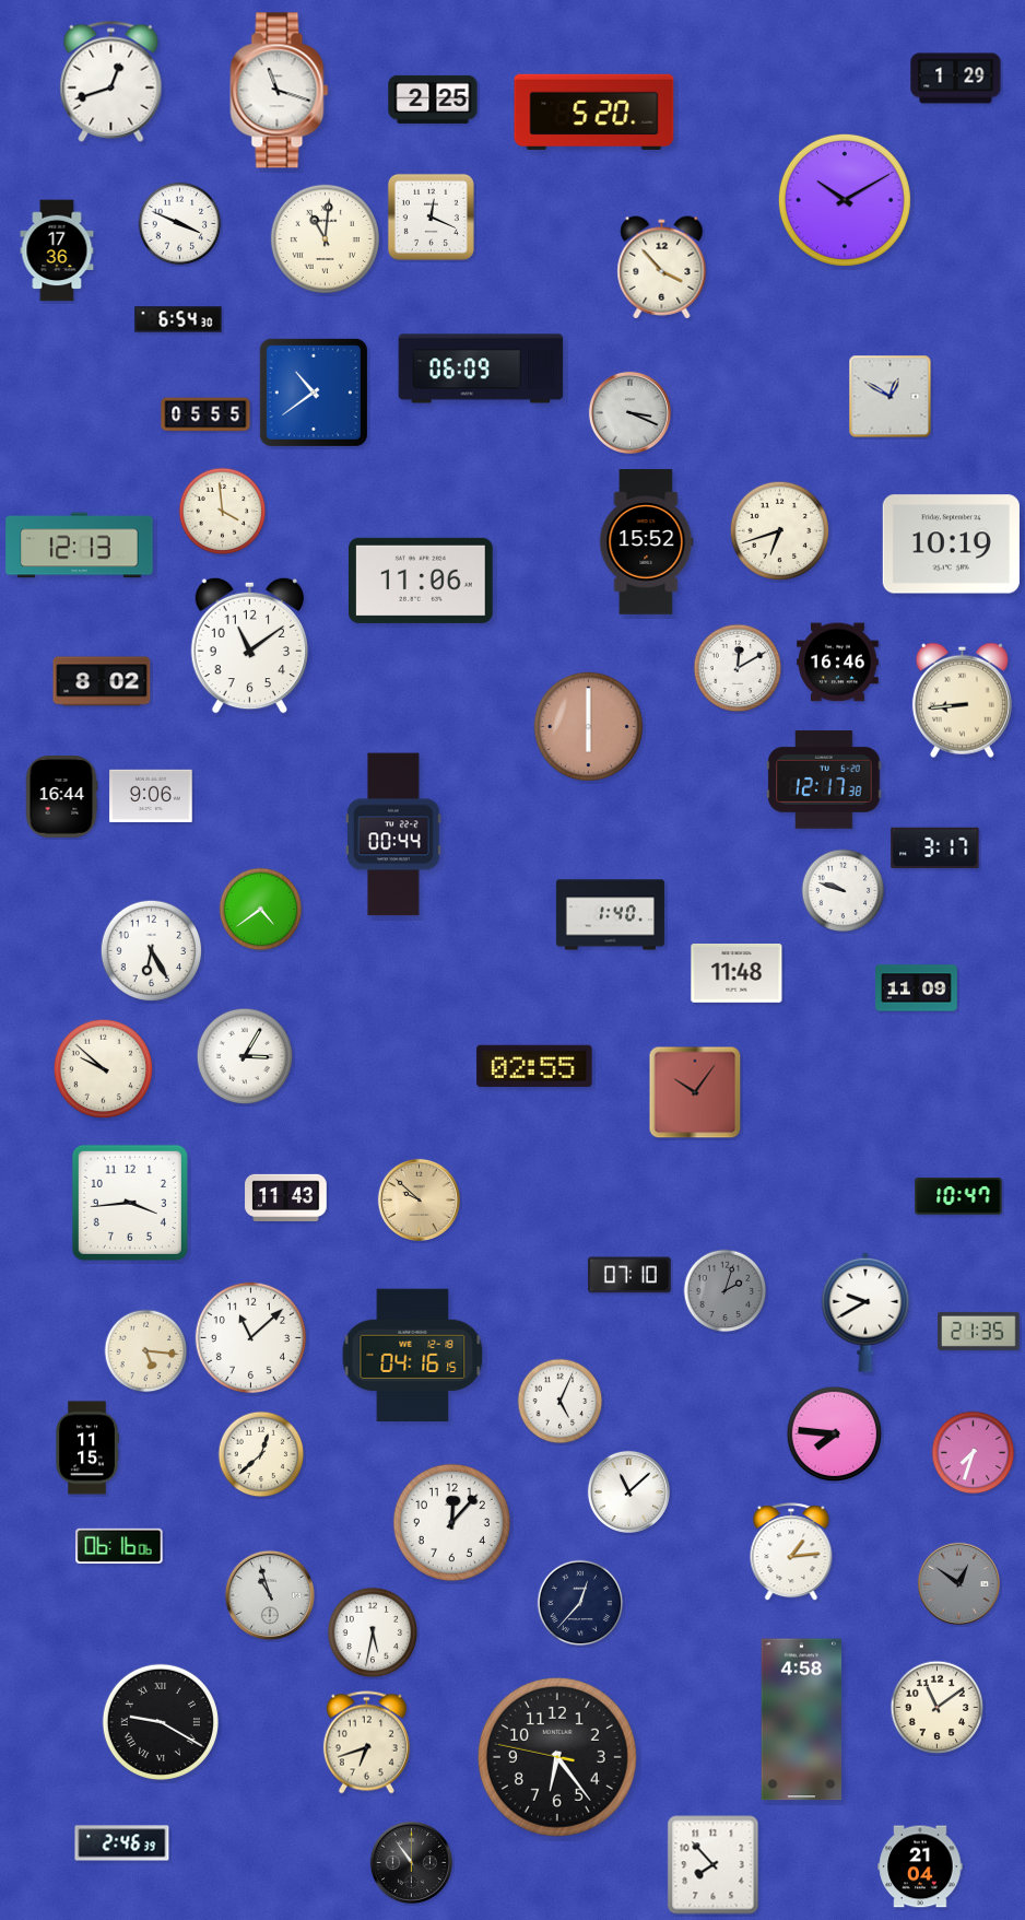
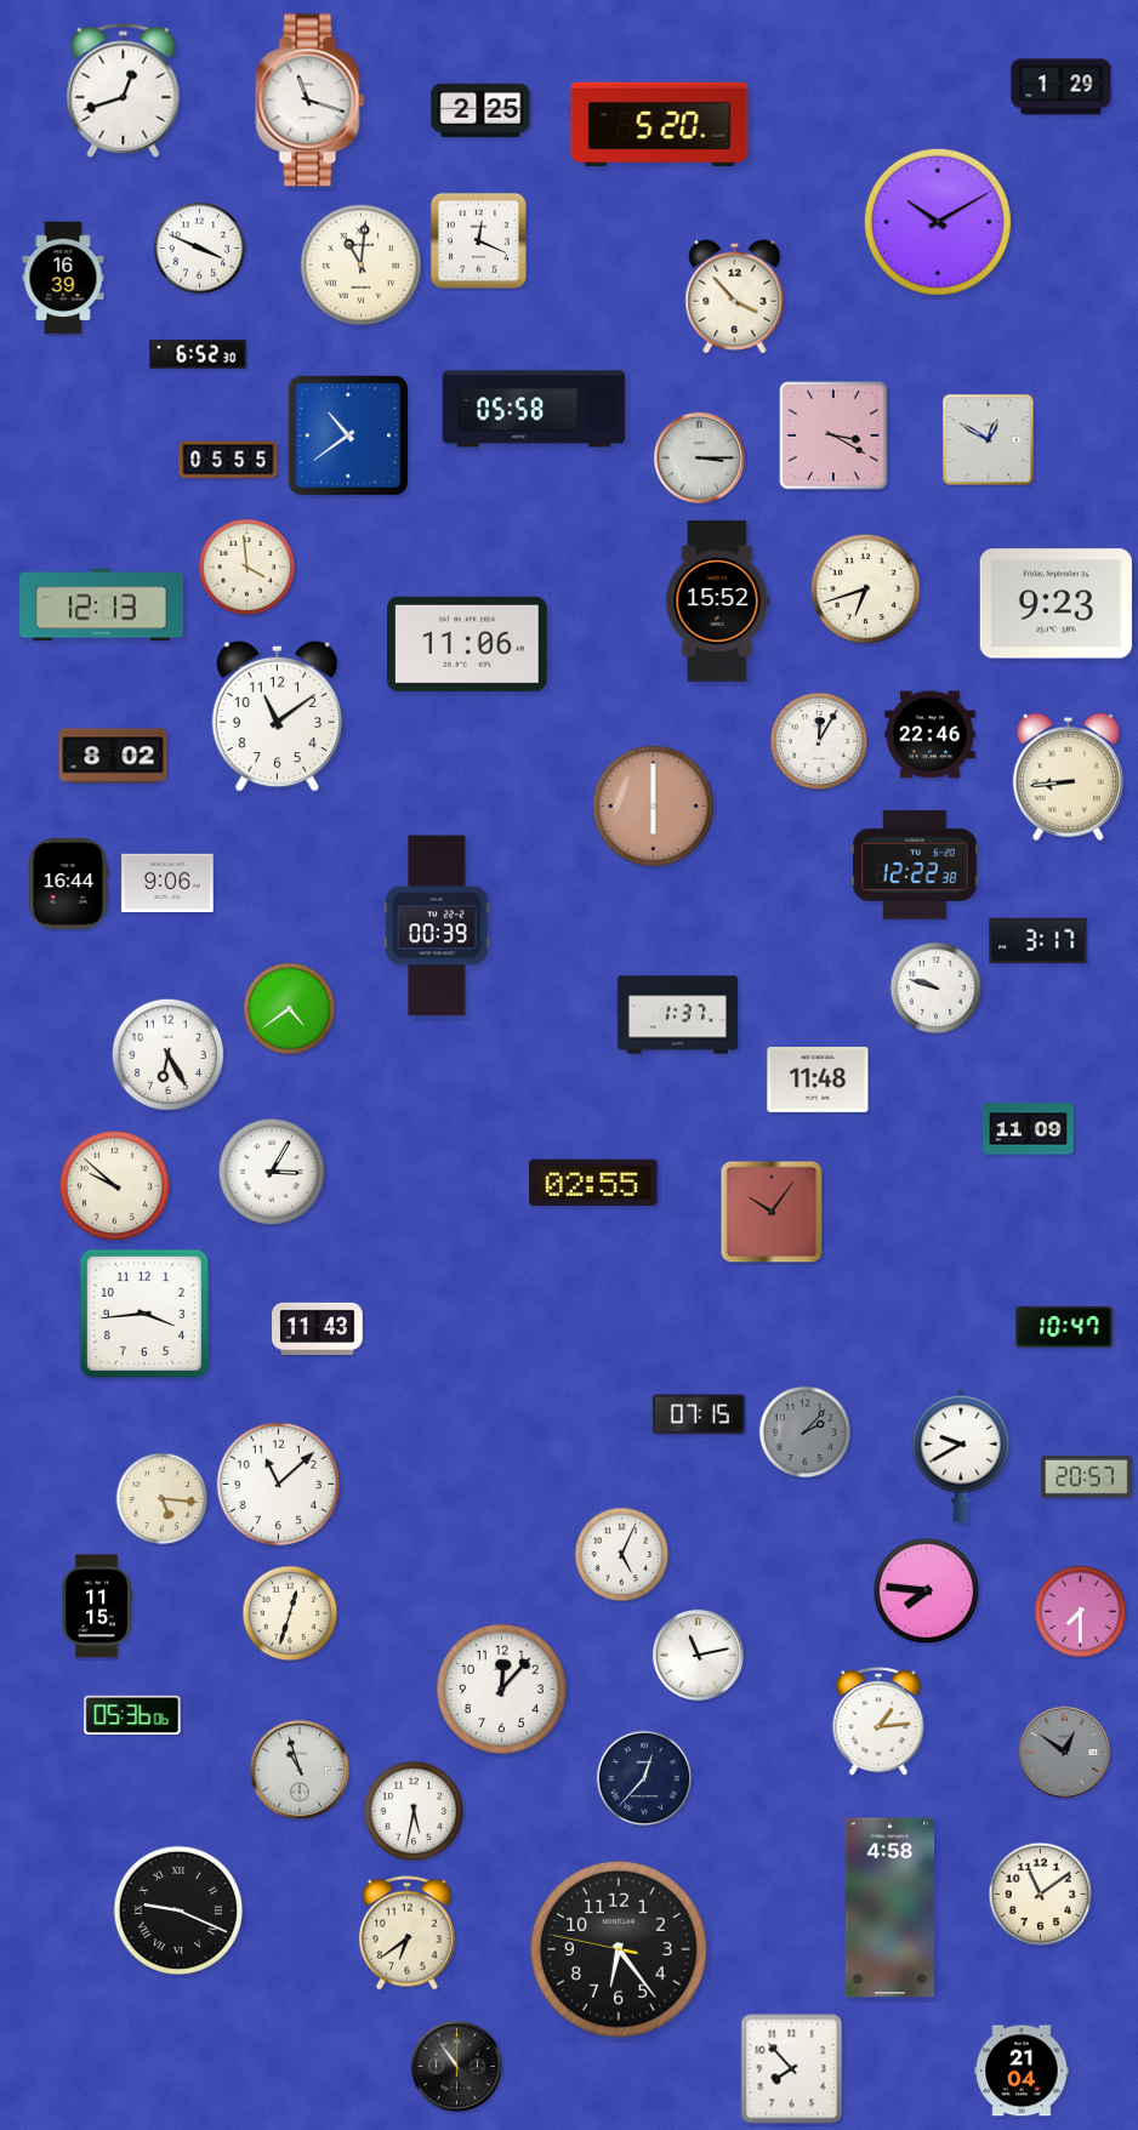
clock at (57, 250): 17:36 -> 16:39
clock at (178, 319): 6:54 -> 6:52
clock at (481, 368): 06:09 -> 05:58
clock at (833, 435): none -> 3:20
clock at (629, 412): 3:19 -> 3:15
clock at (951, 545): 10:19 -> 9:23
clock at (80, 546) position: (80, 546) -> (102, 605)
clock at (838, 663): 16:46 -> 22:46
clock at (738, 668): 12:10 -> 12:05
clock at (824, 780): 12:17 -> 12:22
clock at (393, 834): 00:44 -> 00:39
clock at (610, 915): 1:40 -> 1:37
clock at (917, 988) position: (917, 988) -> (1029, 1129)
clock at (419, 1199): 9:52 -> none
clock at (130, 1203) position: (130, 1203) -> (144, 1314)
clock at (629, 1275): 07:10 -> 07:15
clock at (726, 1291): 2:03 -> 2:07
clock at (979, 1331): 21:35 -> 20:57
clock at (413, 1356): 04:16 -> none
clock at (974, 1453): 7:33 -> 7:30
clock at (261, 1454): 12:38 -> 12:33
clock at (628, 1491): 11:08 -> 11:13
clock at (119, 1545): 06:16 -> 05:36
clock at (958, 1583) position: (958, 1583) -> (1064, 1752)
clock at (161, 1722): 9:20 -> 9:19
clock at (366, 1743): 6:42 -> 6:39
clock at (122, 1843): 2:46 -> none
